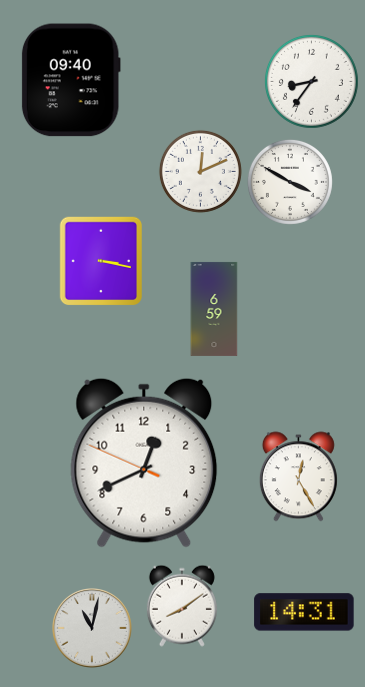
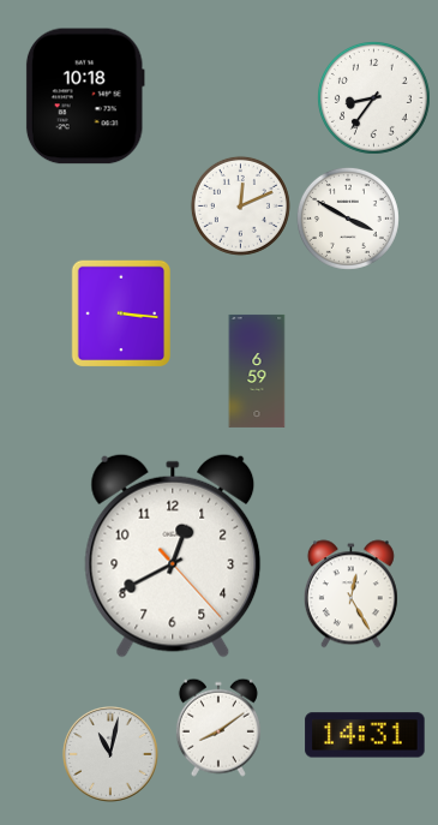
clock at (71, 80): 09:40 -> 10:18
clock at (100, 261): 3:17 -> 3:16
clock at (144, 463): 12:40:49 -> 12:40:23
clock at (298, 477) position: (298, 477) -> (350, 594)
